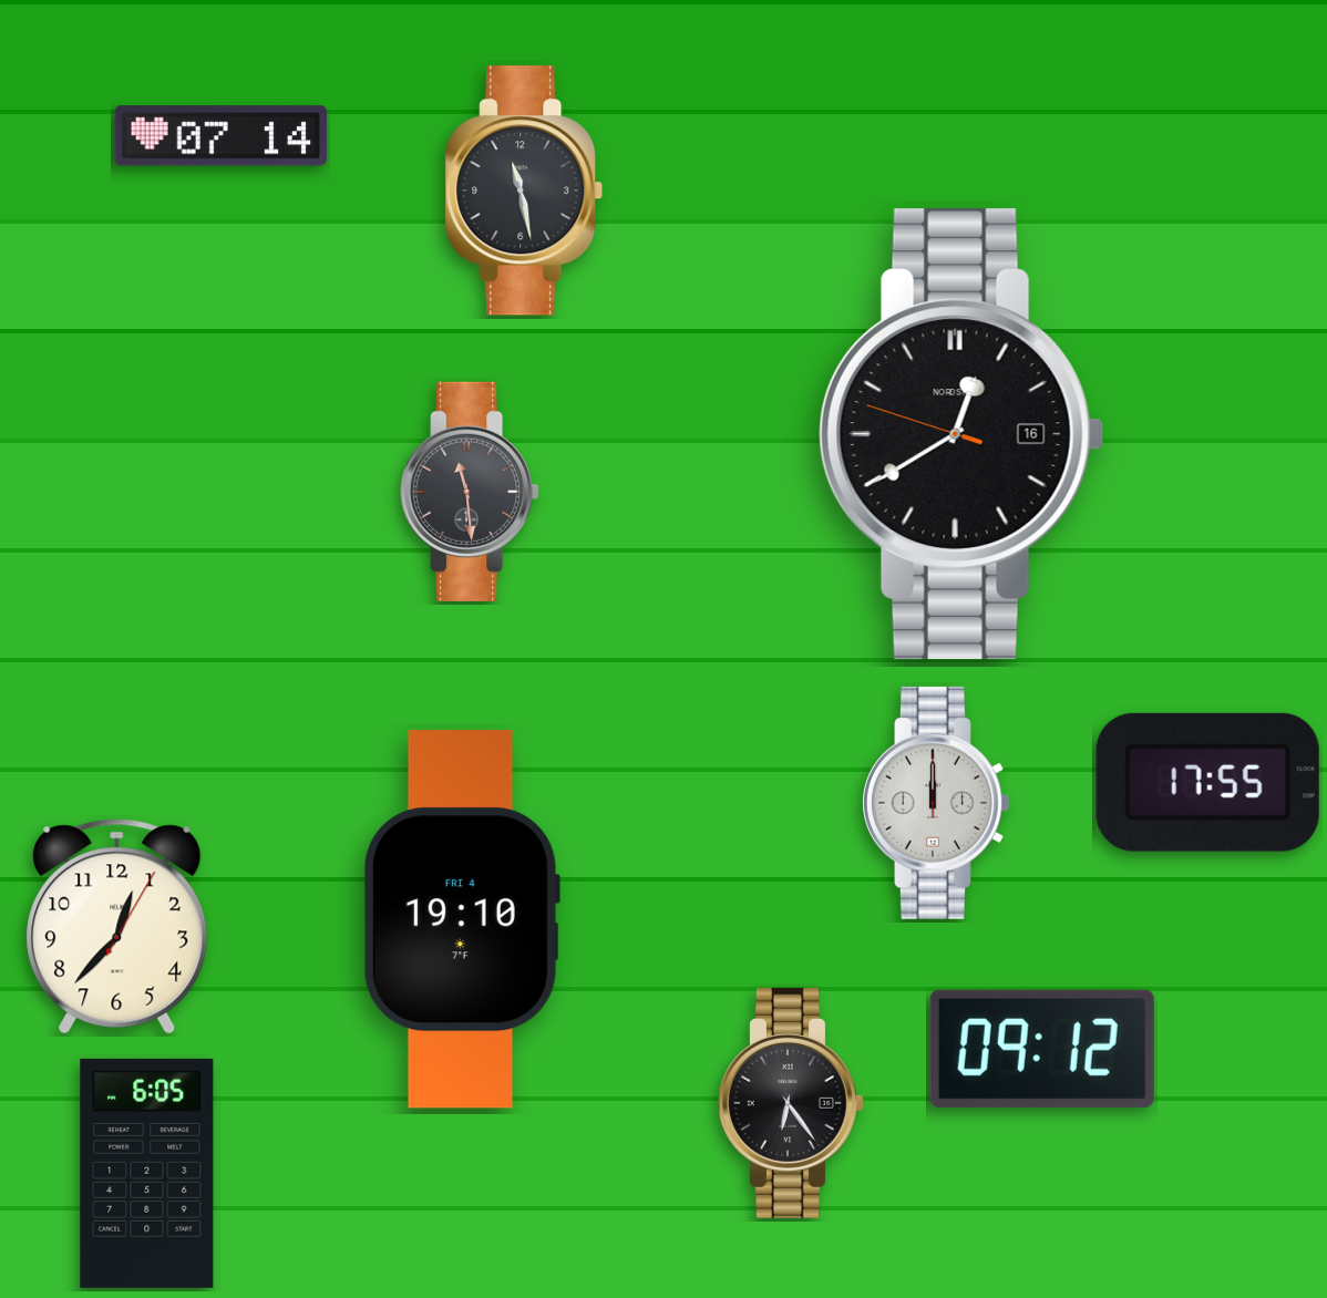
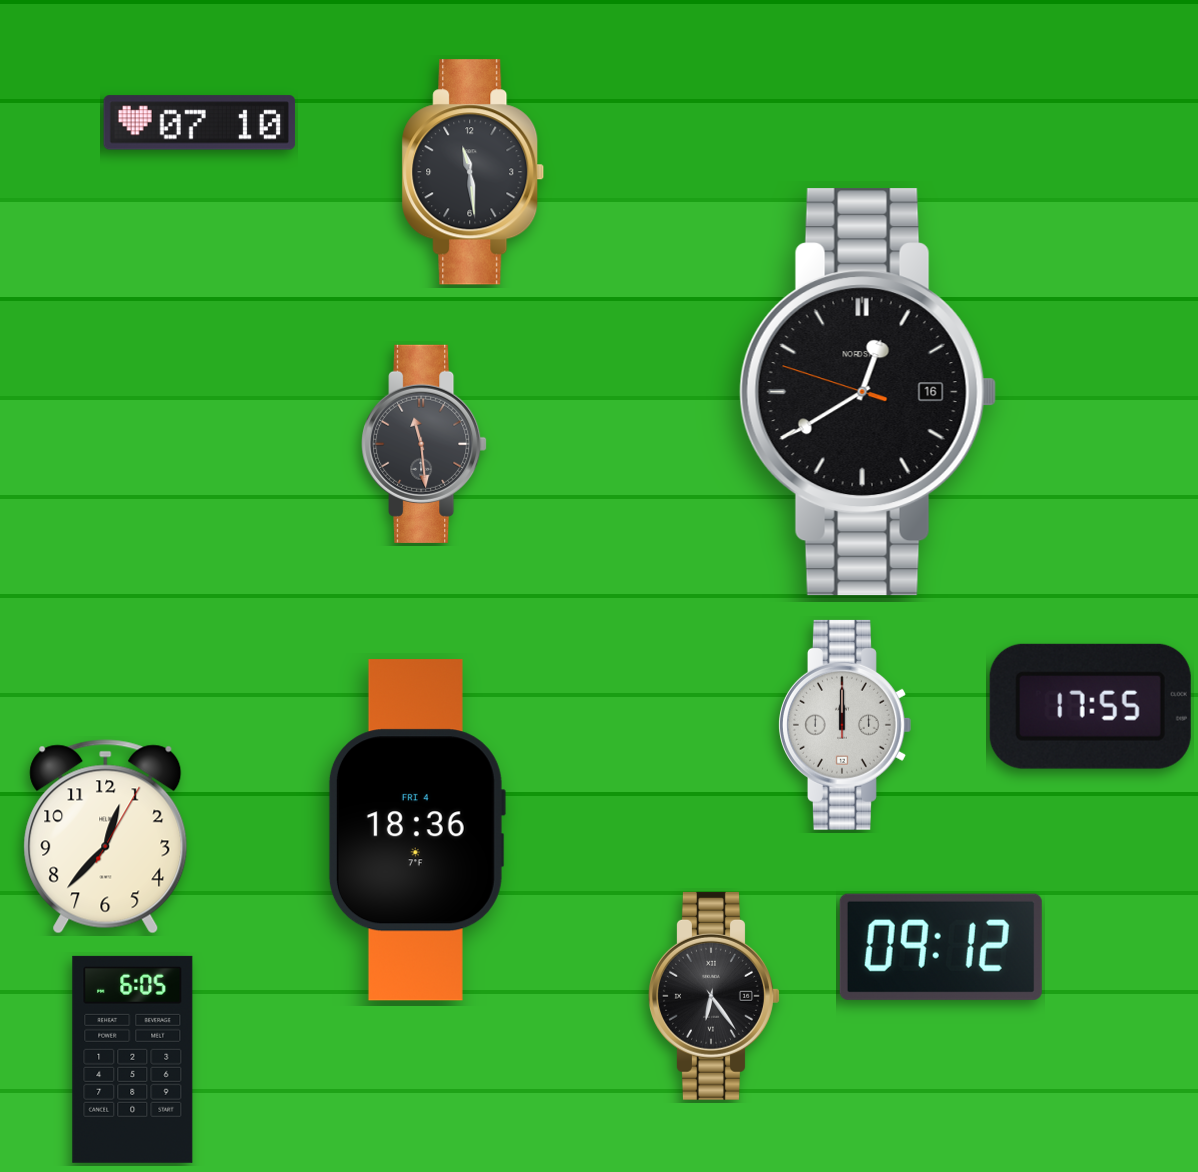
clock at (222, 136): 07:14 -> 07:10
clock at (524, 190): 11:28 -> 11:29
clock at (461, 919): 19:10 -> 18:36
